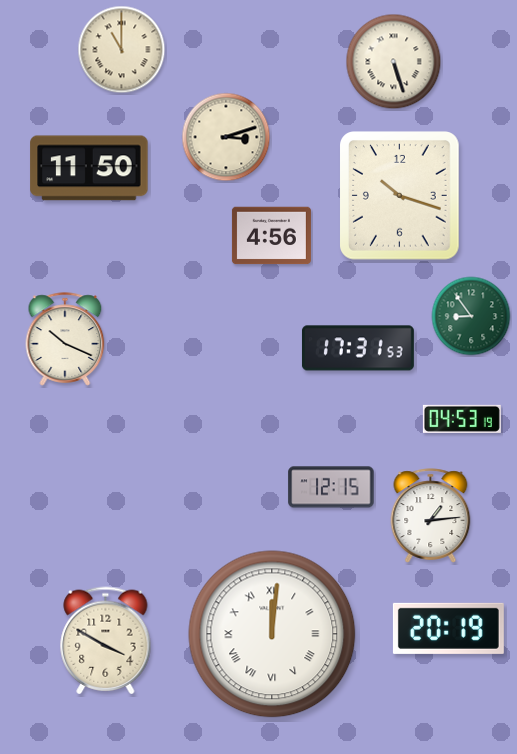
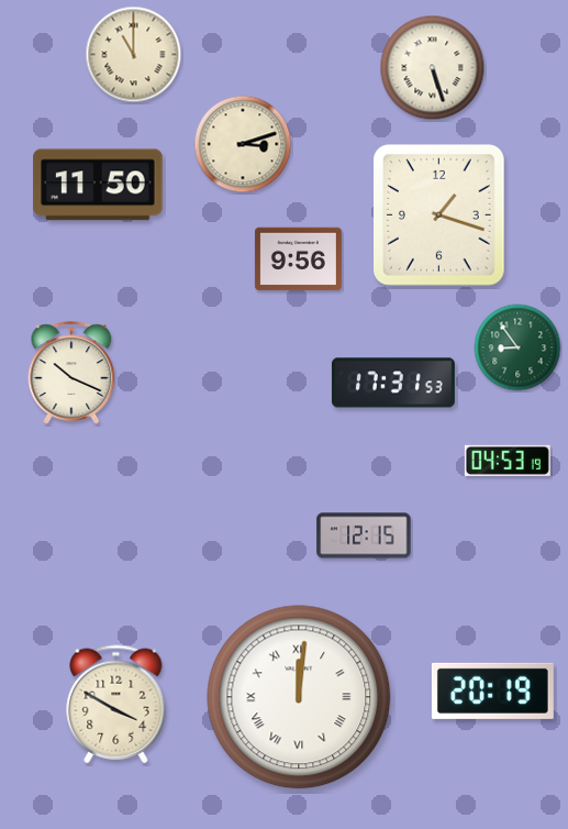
clock at (226, 137) position: (226, 137) -> (243, 144)
clock at (400, 196): 10:18 -> 1:18
clock at (271, 236): 4:56 -> 9:56
clock at (431, 516): 1:14 -> none
